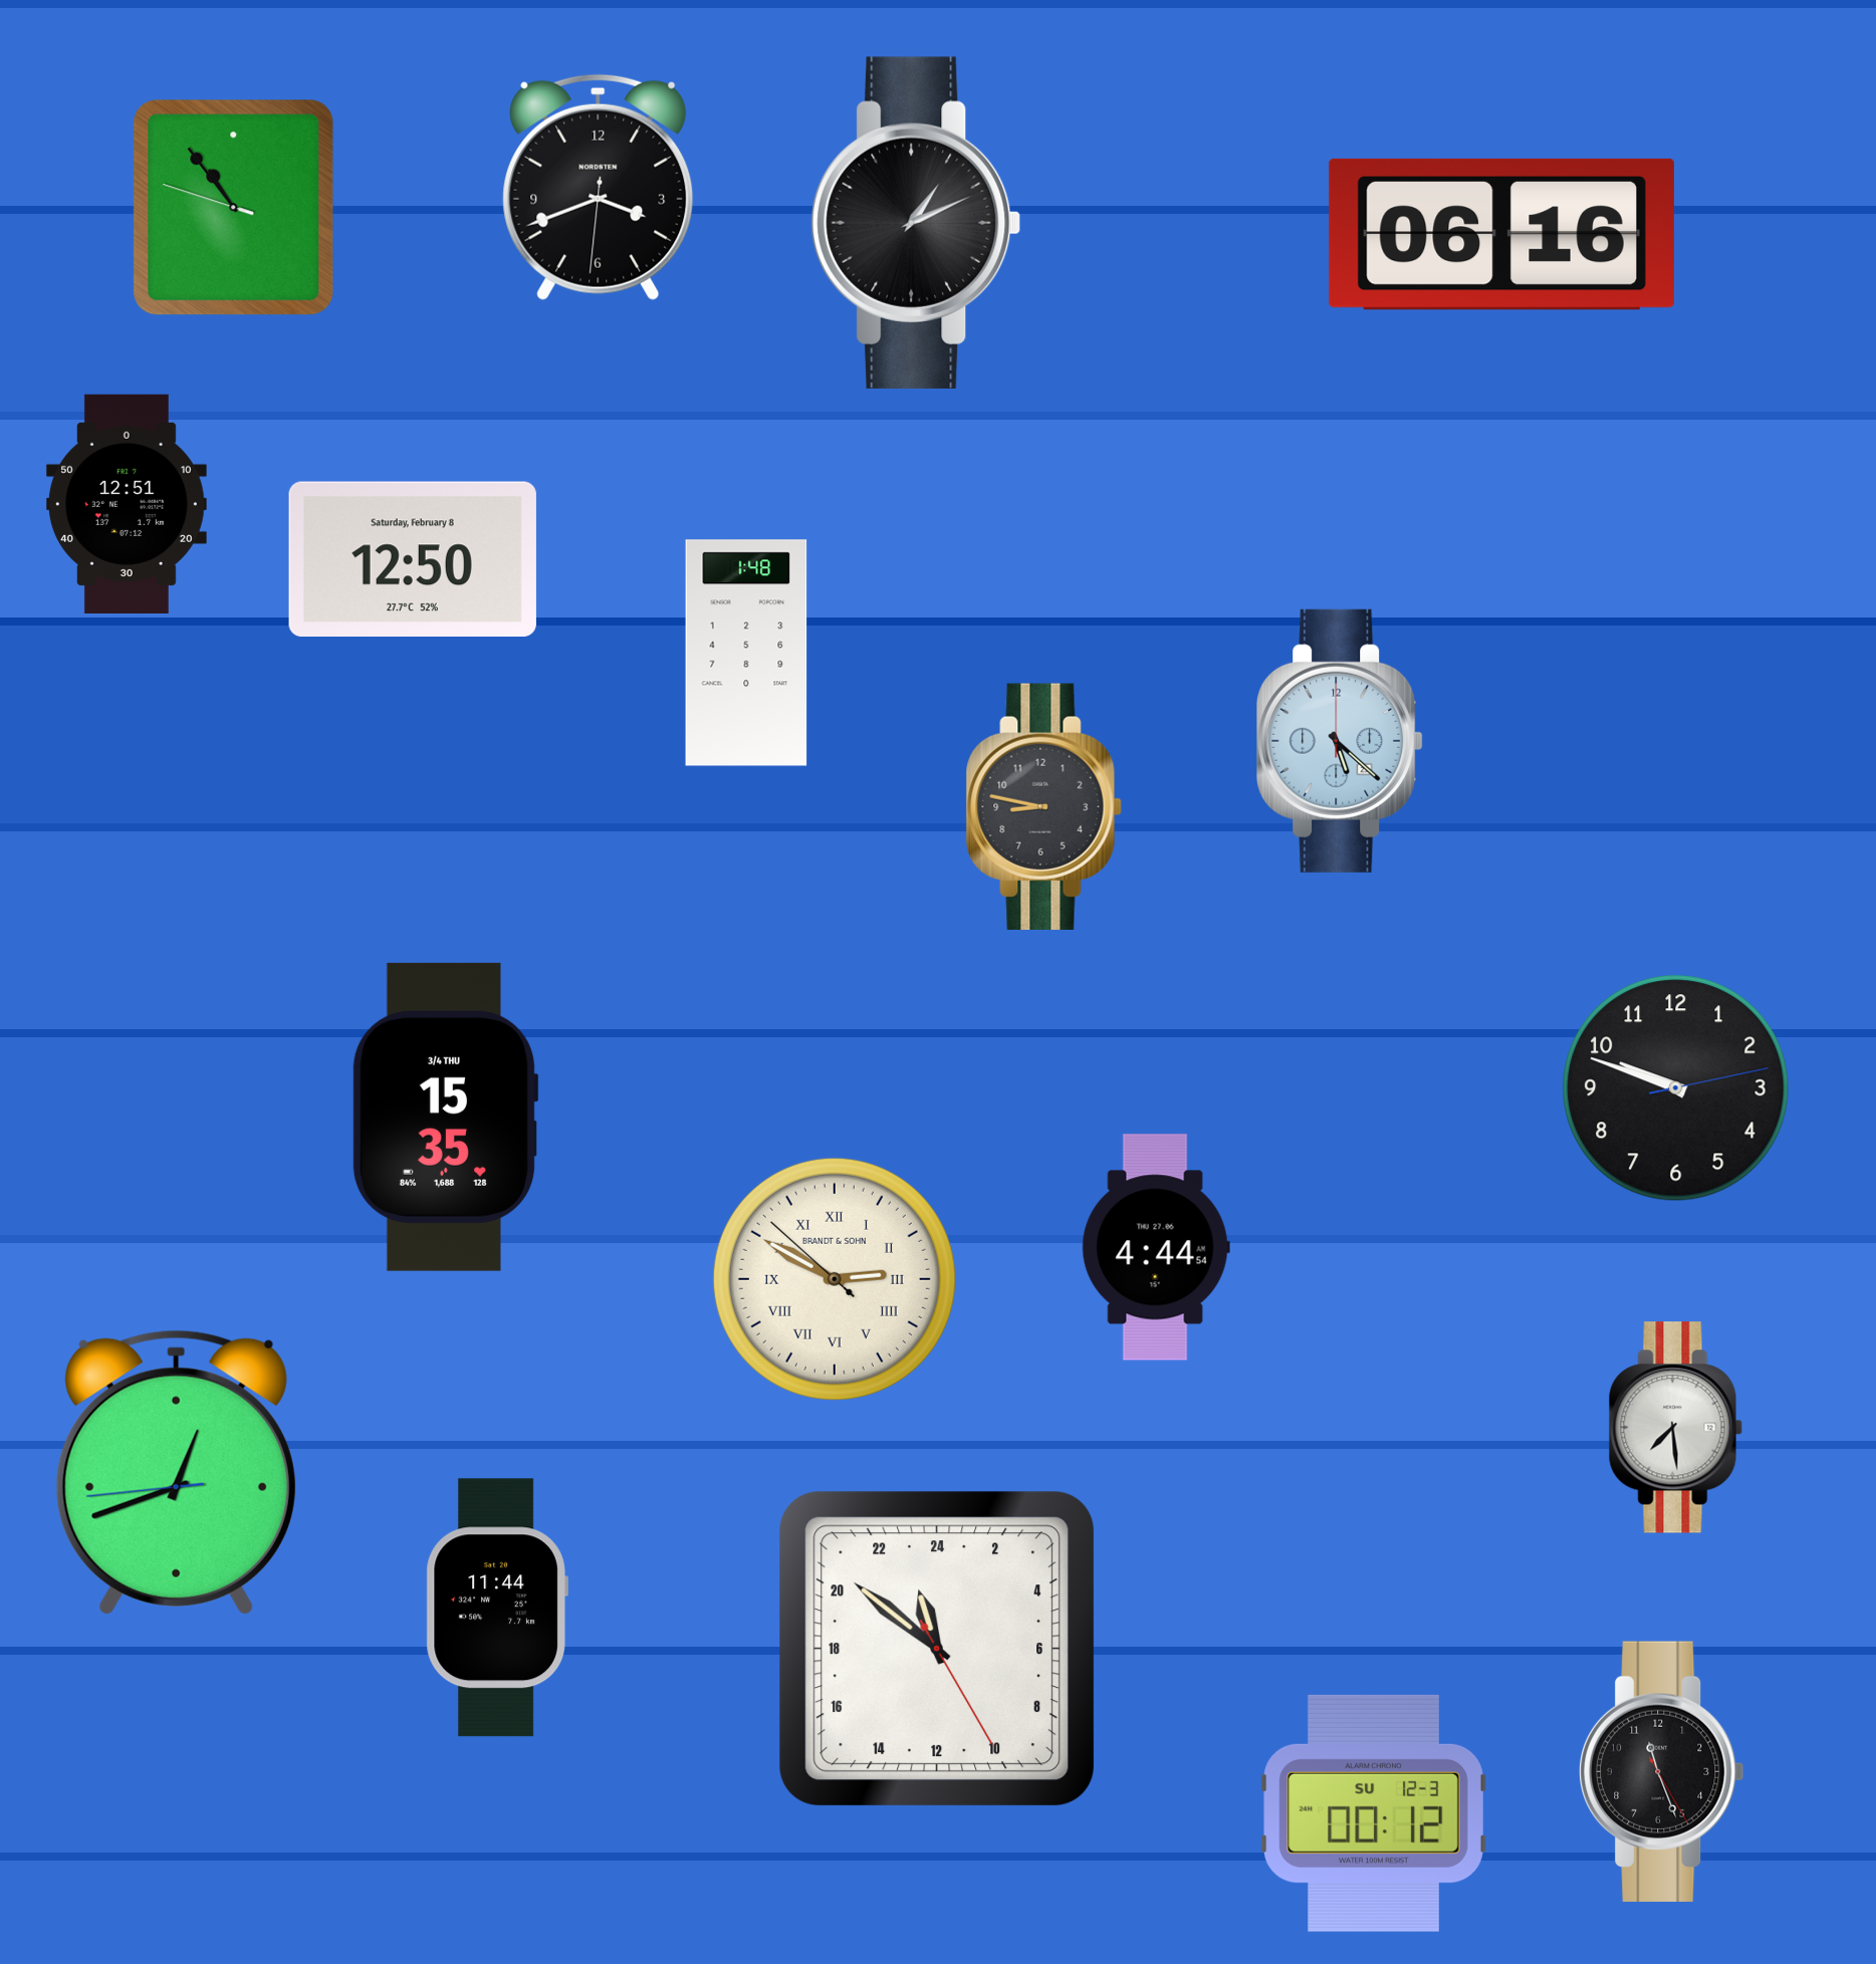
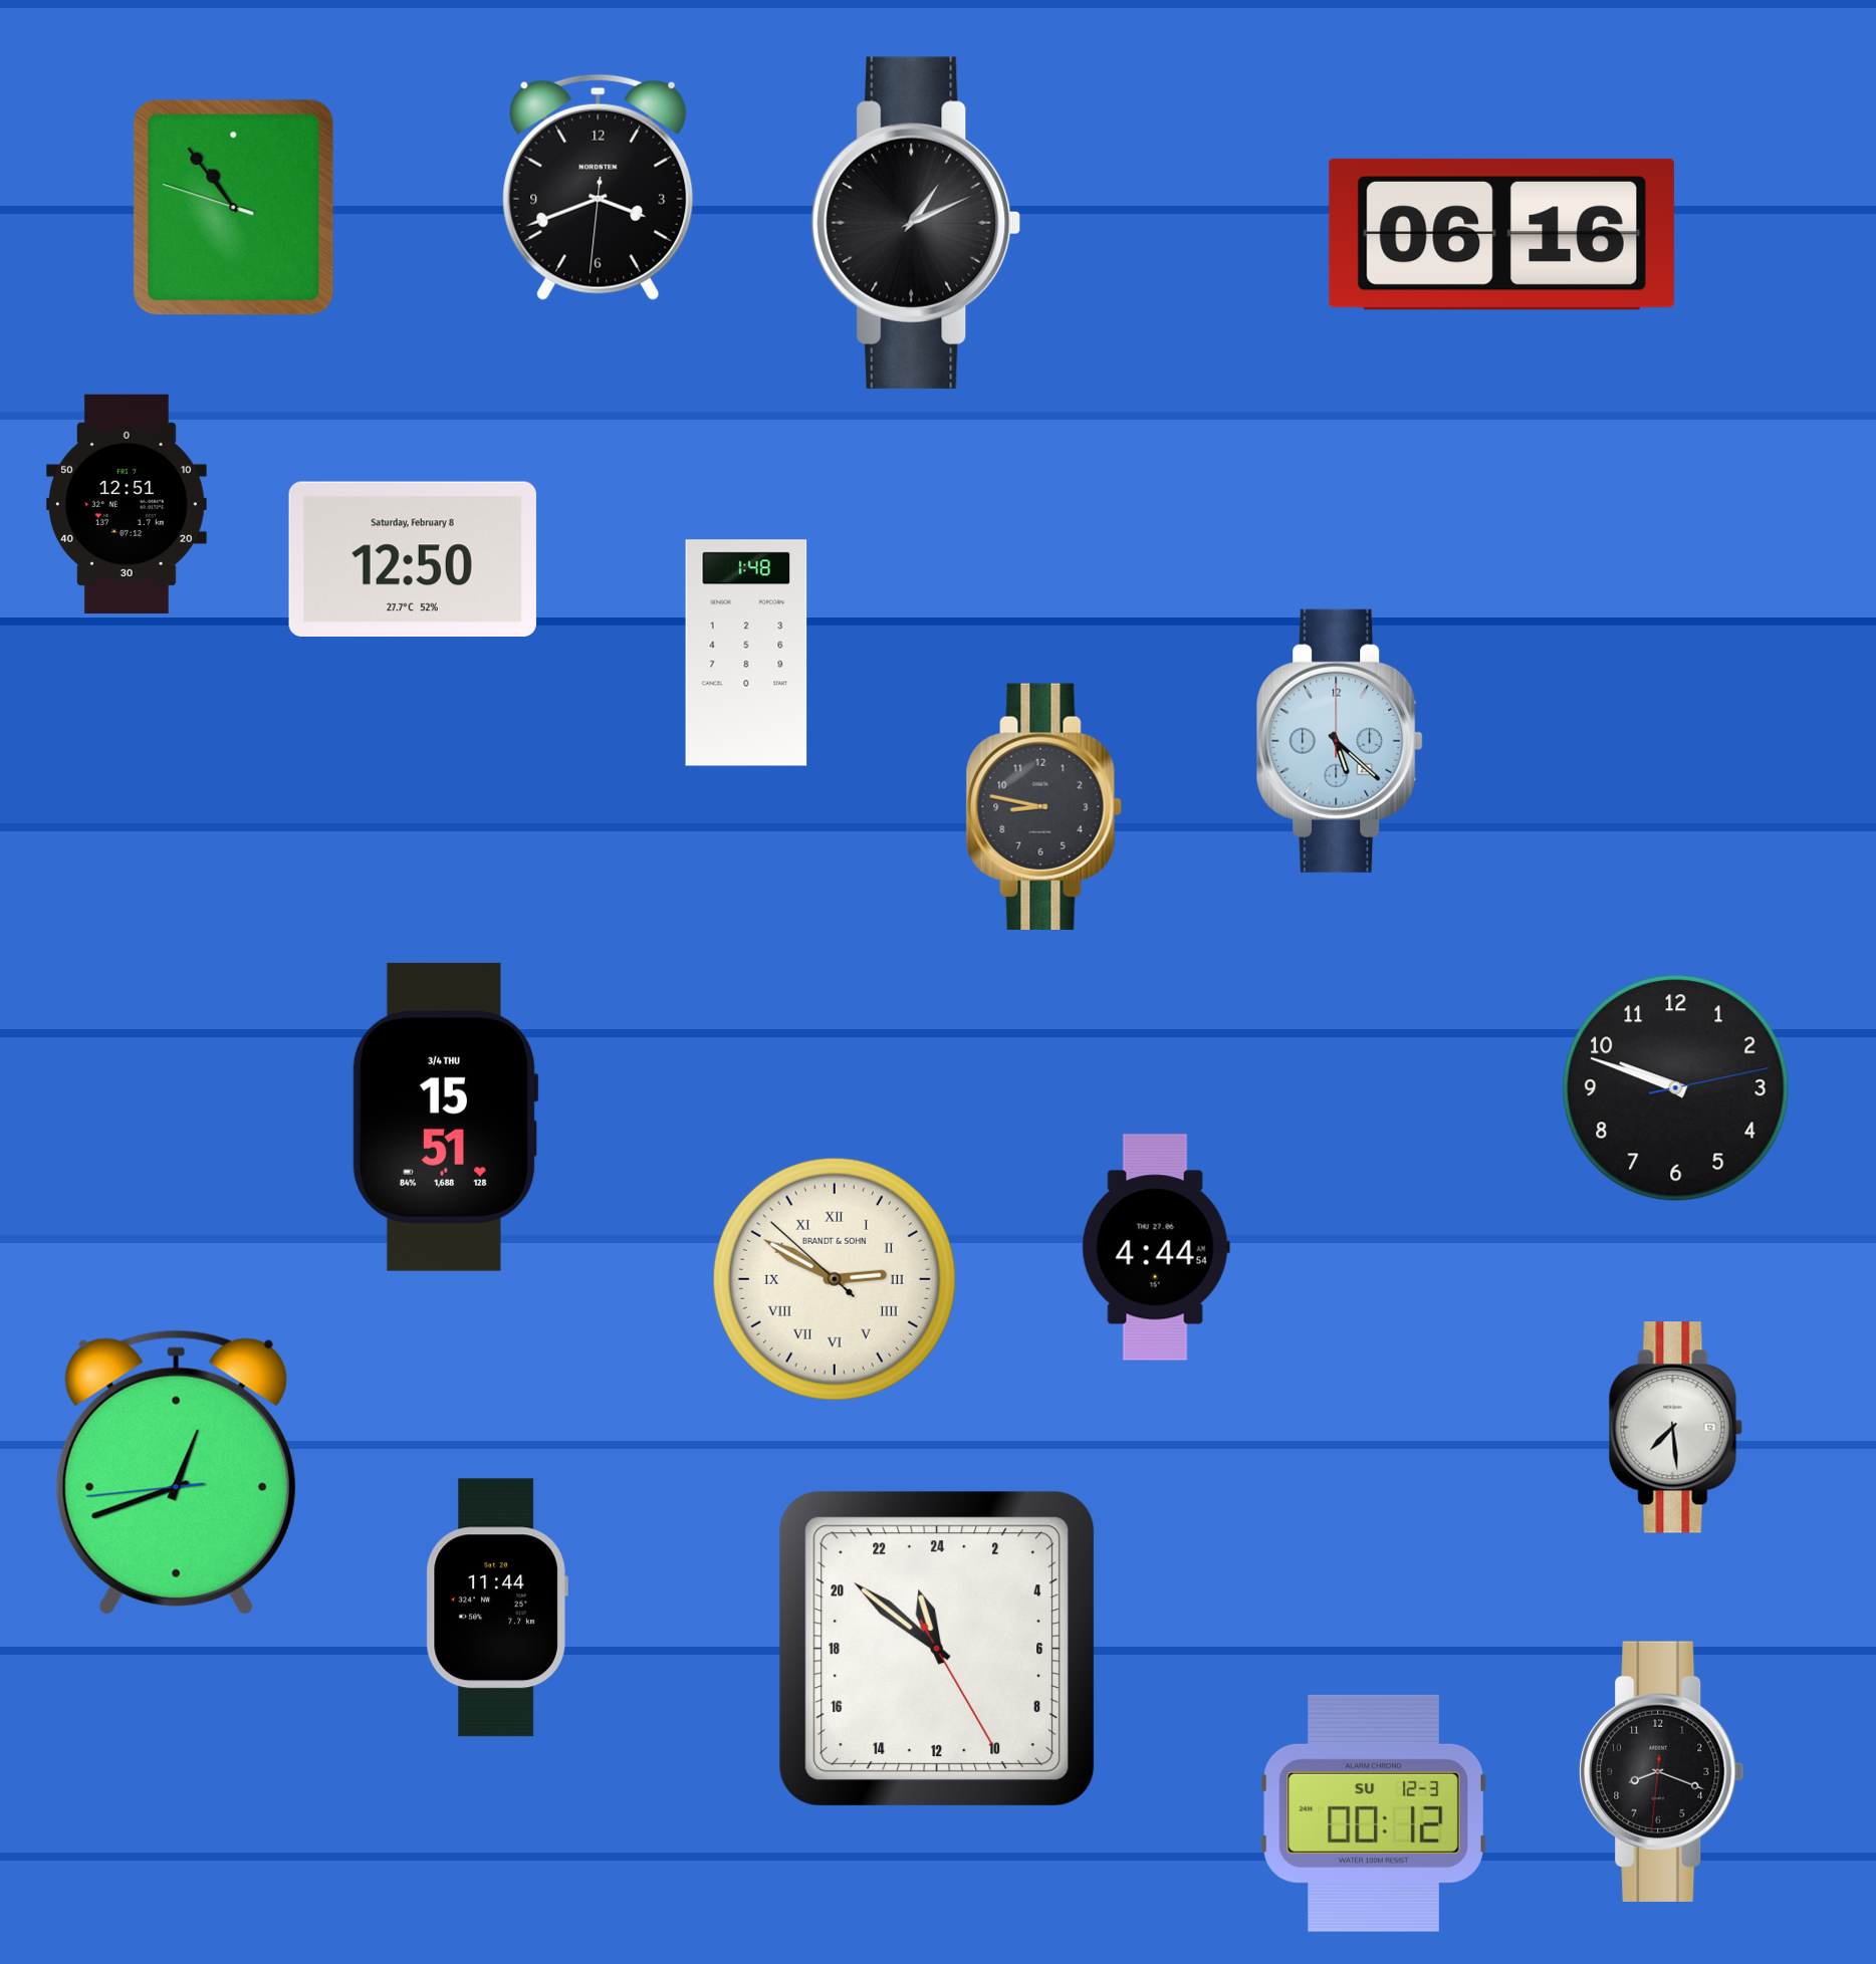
clock at (445, 1117): 15:35 -> 15:51
clock at (1662, 1771): 11:26 -> 8:18
